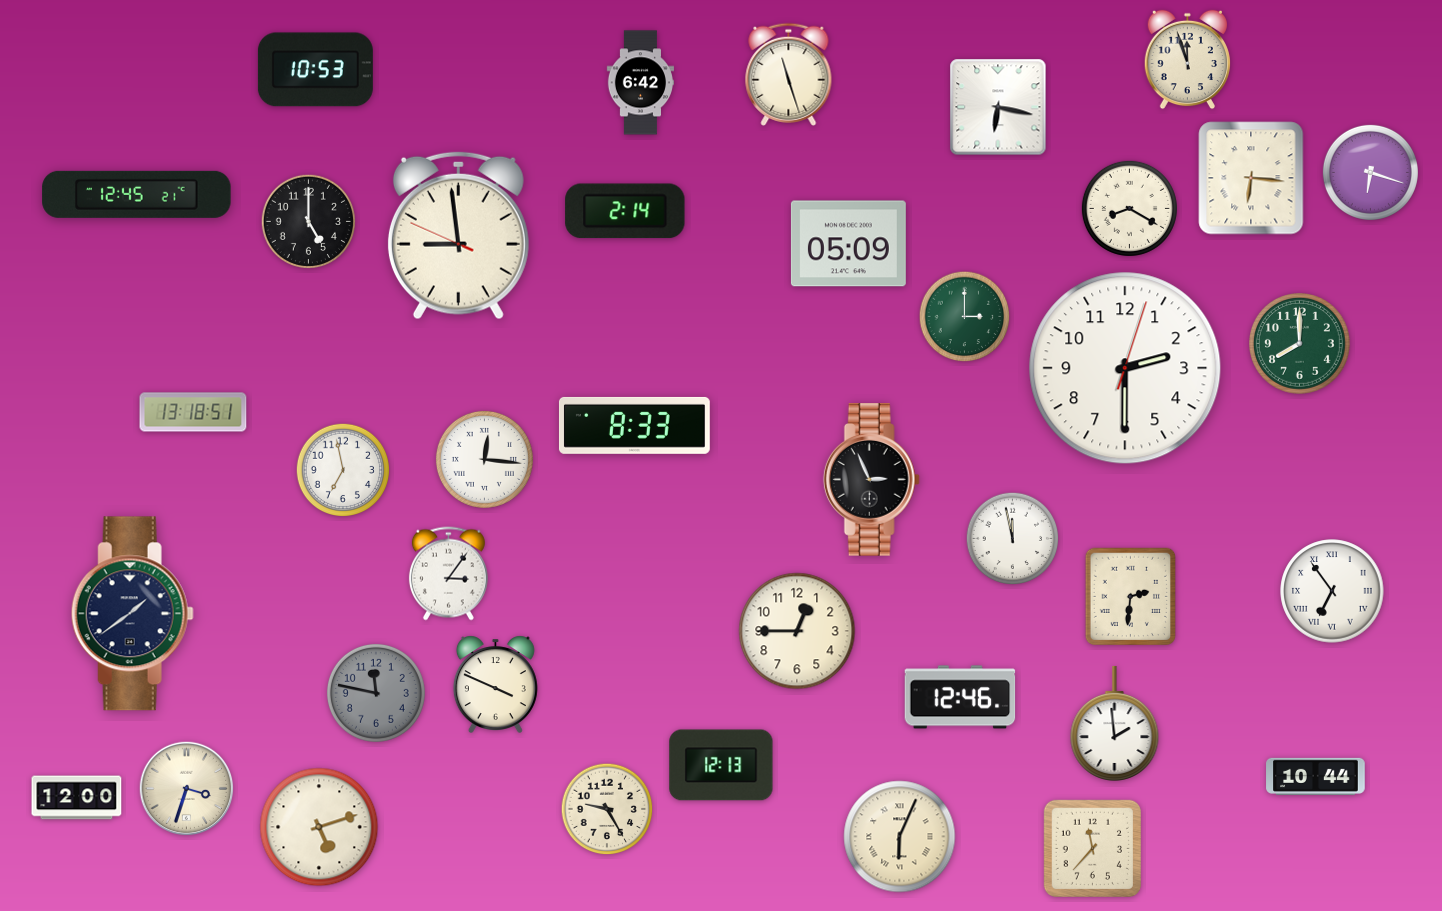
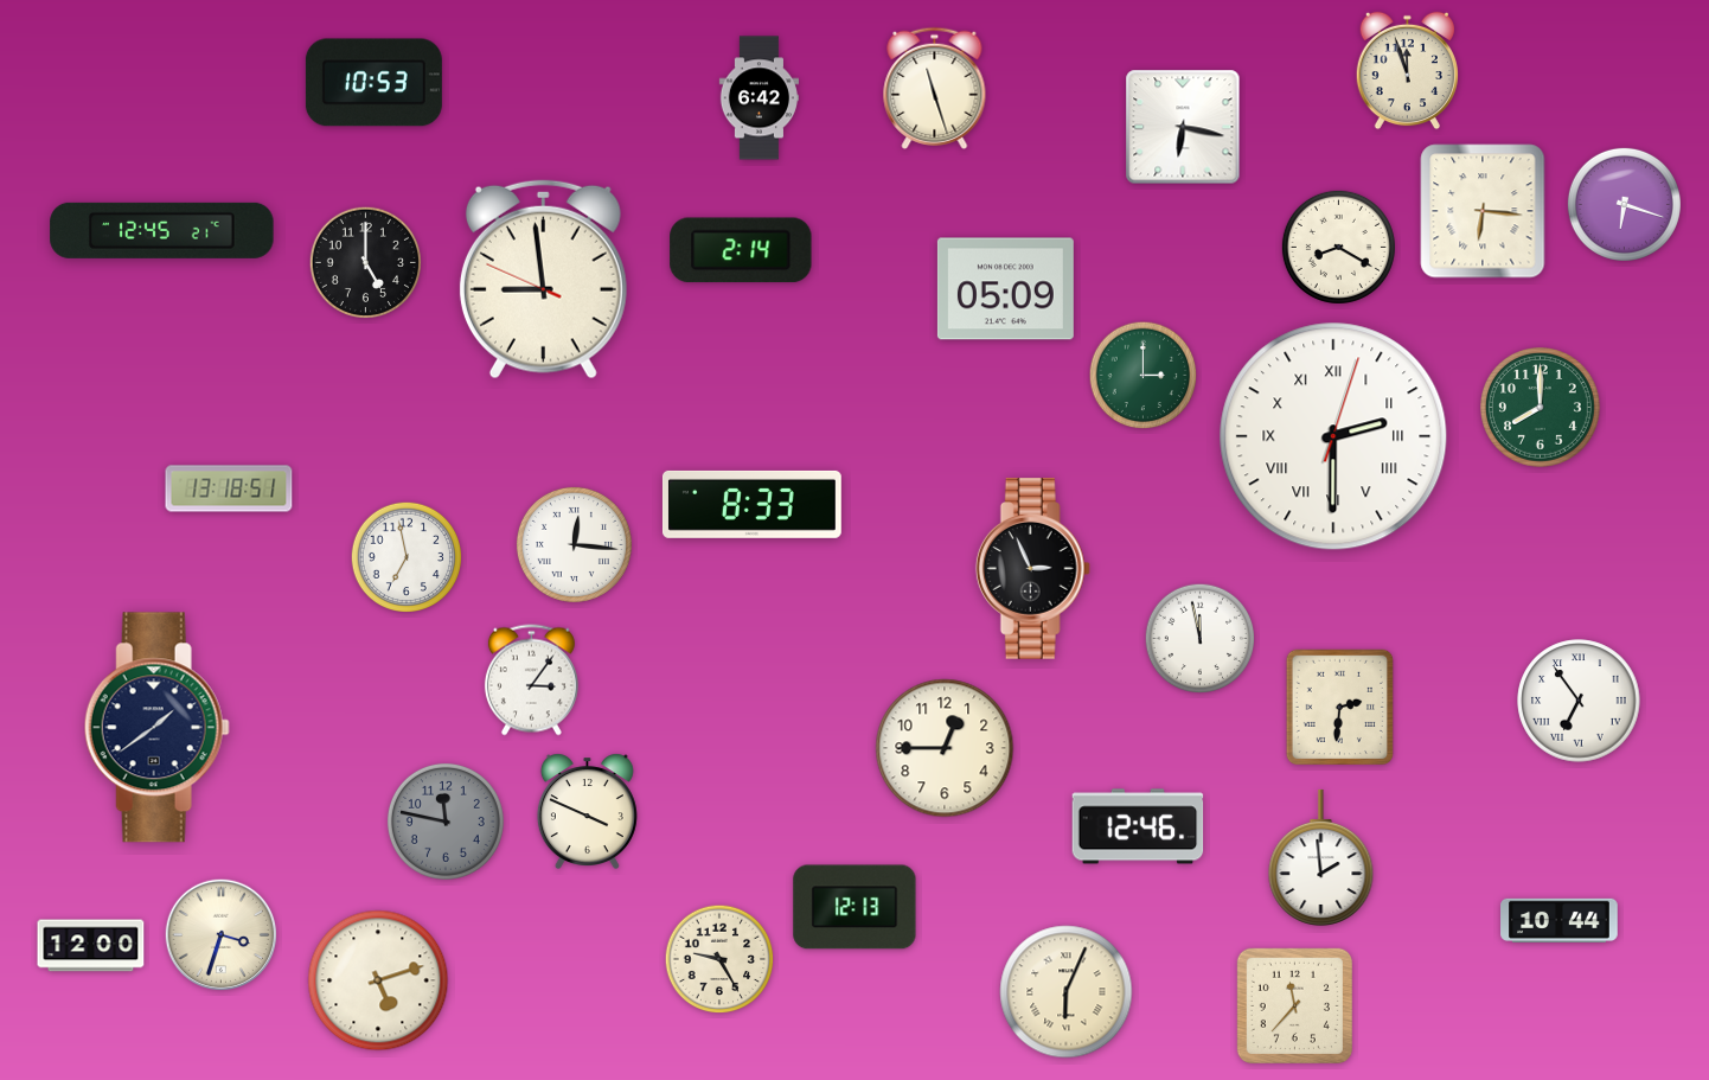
clock at (1125, 368) numerals: Arabic -> Roman
